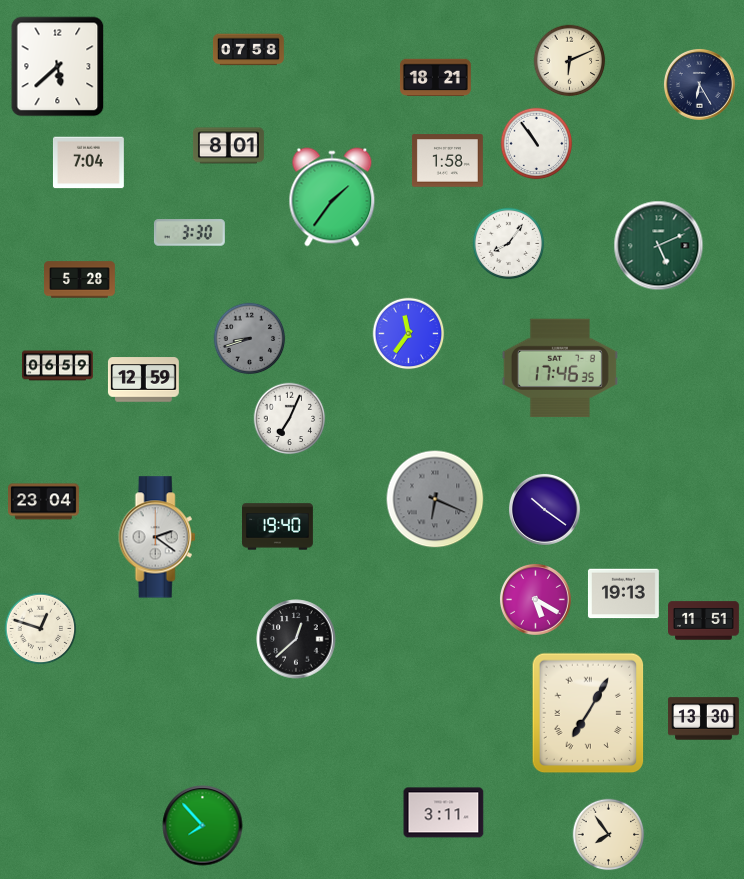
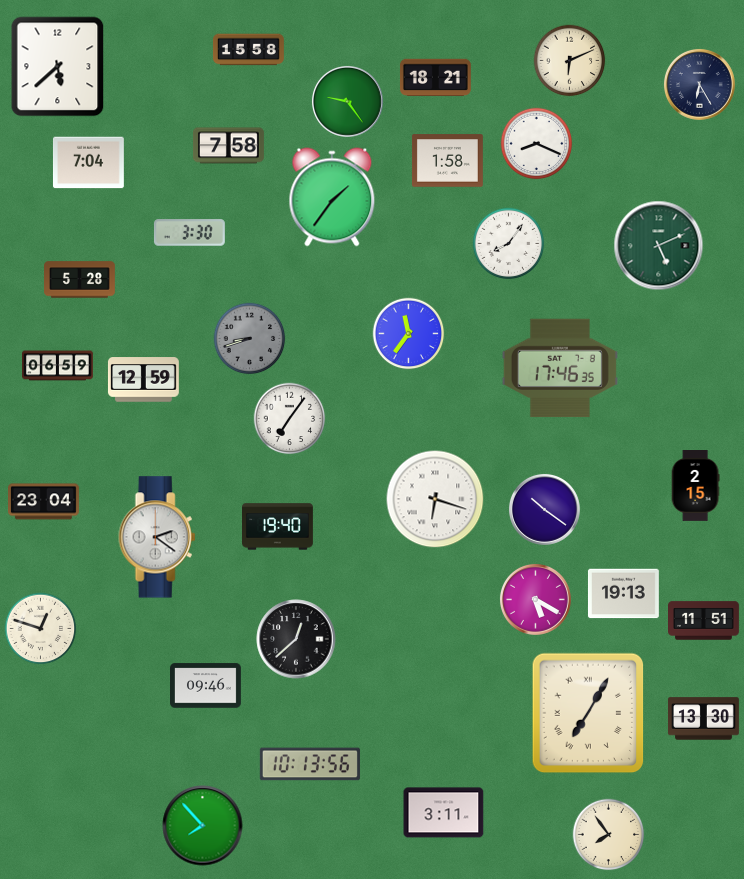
clock at (249, 50): 07:58 -> 15:58
clock at (347, 101): none -> 9:24
clock at (537, 144): 10:54 -> 8:19
clock at (229, 146): 8:01 -> 7:58
clock at (290, 419): 7:04 -> 7:06
clock at (695, 486): none -> 2:15
clock at (435, 499): 6:19 -> 6:18
clock at (435, 499) dial: grey -> white
clock at (206, 686): none -> 09:46
clock at (310, 764): none -> 10:13
